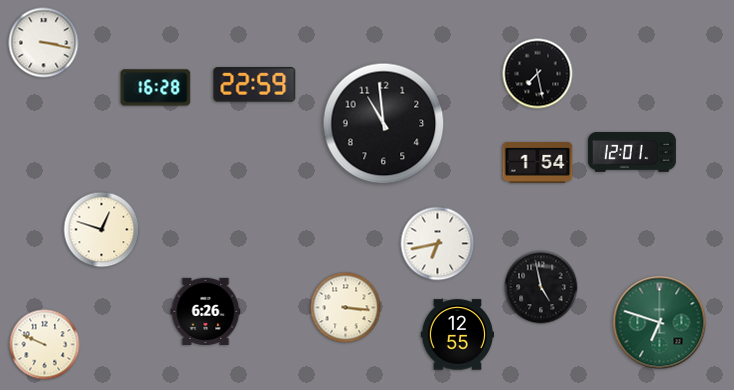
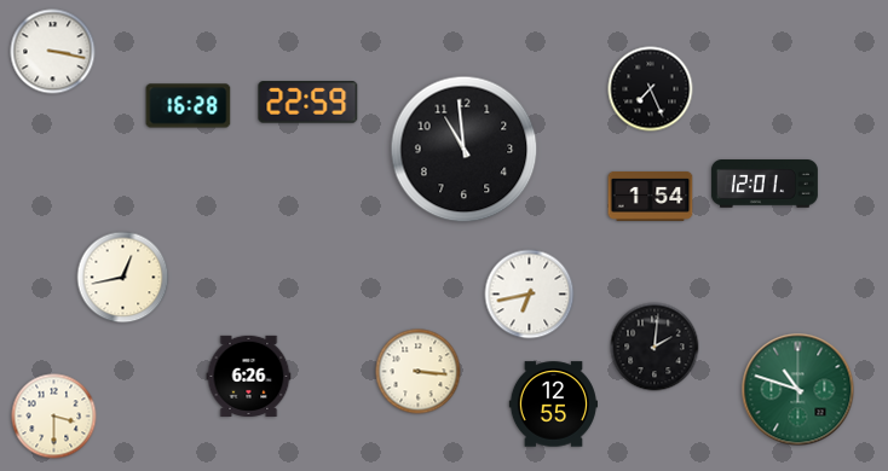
clock at (538, 74): 7:28 -> 7:26
clock at (102, 230): 12:48 -> 12:43
clock at (541, 287): 4:58 -> 2:01
clock at (660, 323): 6:48 -> 10:48
clock at (45, 345): 9:49 -> 3:30
